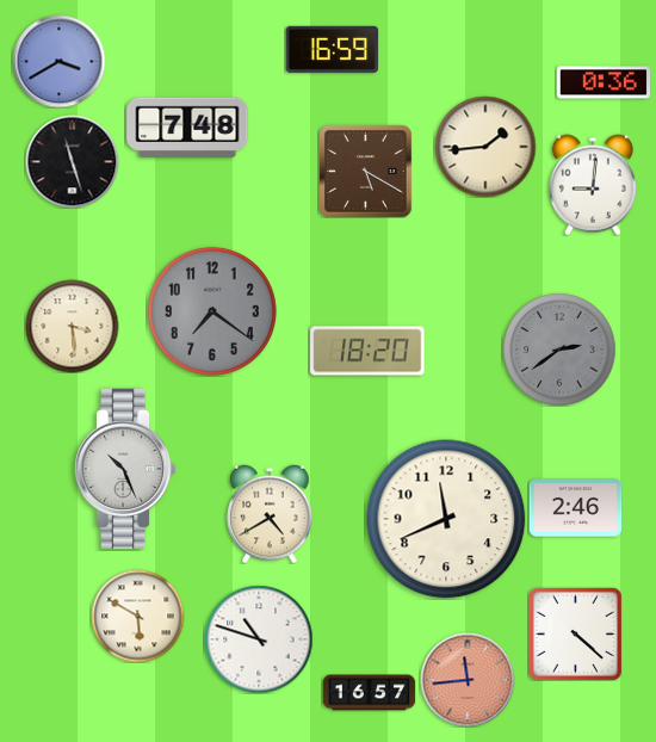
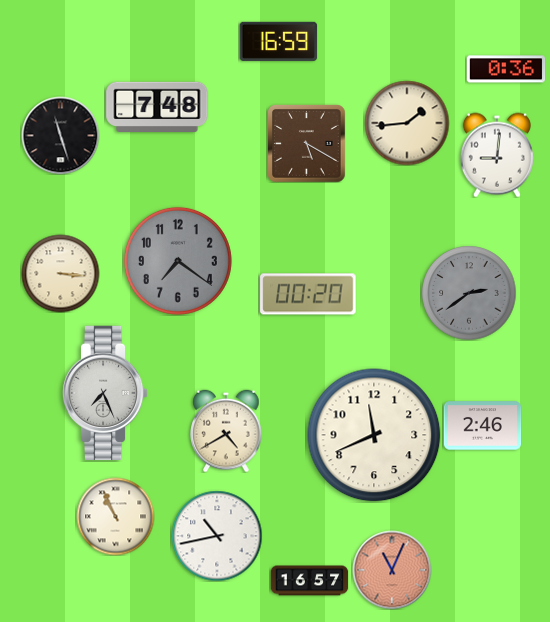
clock at (58, 61): 3:40 -> none
clock at (72, 326): 3:29 -> 3:16
clock at (367, 351): 18:20 -> 00:20
clock at (125, 469): 10:26 -> 7:26
clock at (137, 616): 5:50 -> 10:56
clock at (575, 633): 4:22 -> none
clock at (259, 639): 10:48 -> 10:43
clock at (468, 680): 11:44 -> 11:04
